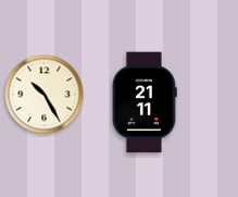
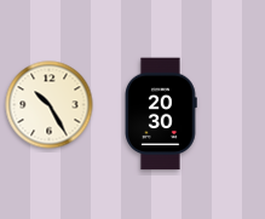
clock at (146, 102): 21:11 -> 20:30
